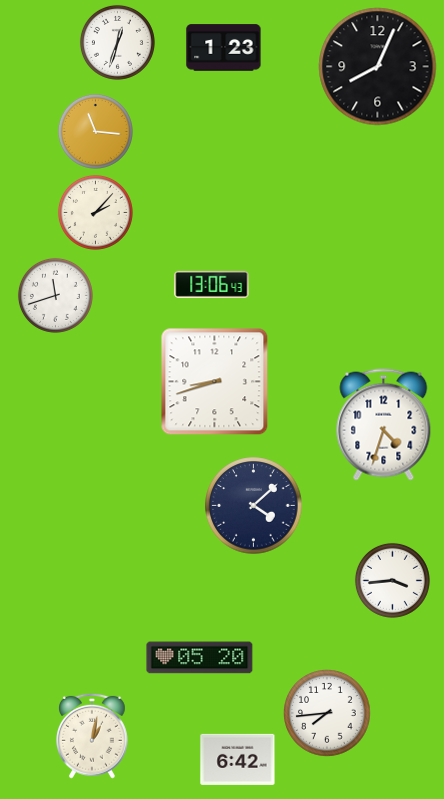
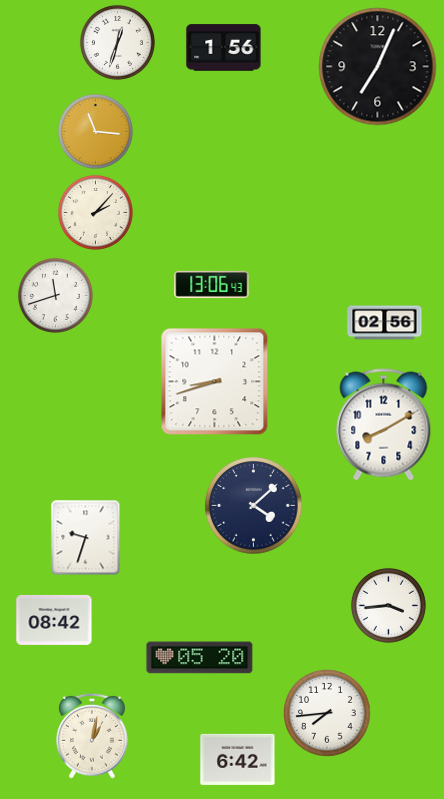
clock at (224, 48): 1:23 -> 1:56
clock at (378, 67): 8:04 -> 7:04
clock at (385, 323): none -> 02:56
clock at (384, 425): 4:33 -> 8:10
clock at (86, 538): none -> 9:33
clock at (392, 580) position: (392, 580) -> (388, 605)
clock at (54, 620): none -> 08:42
